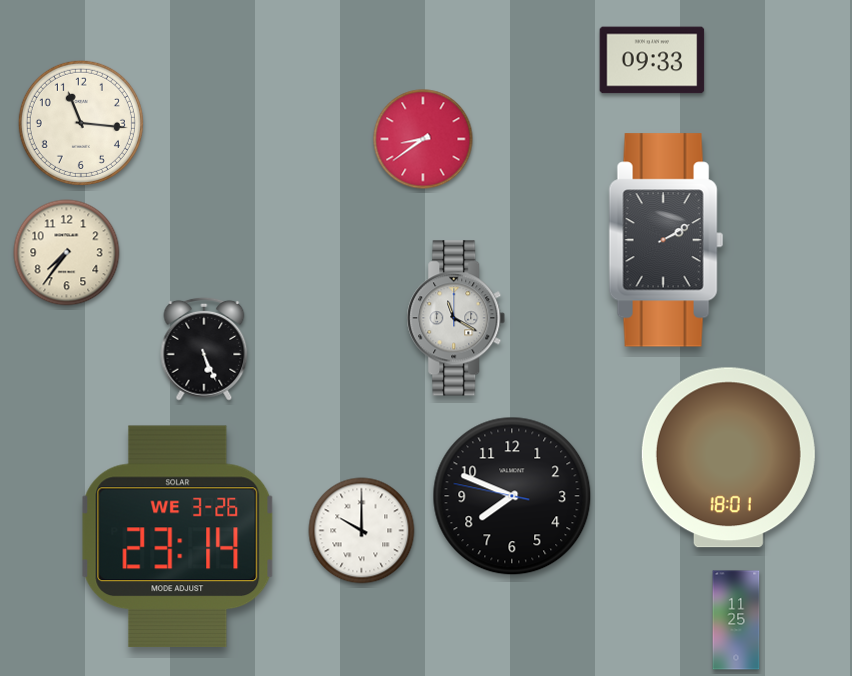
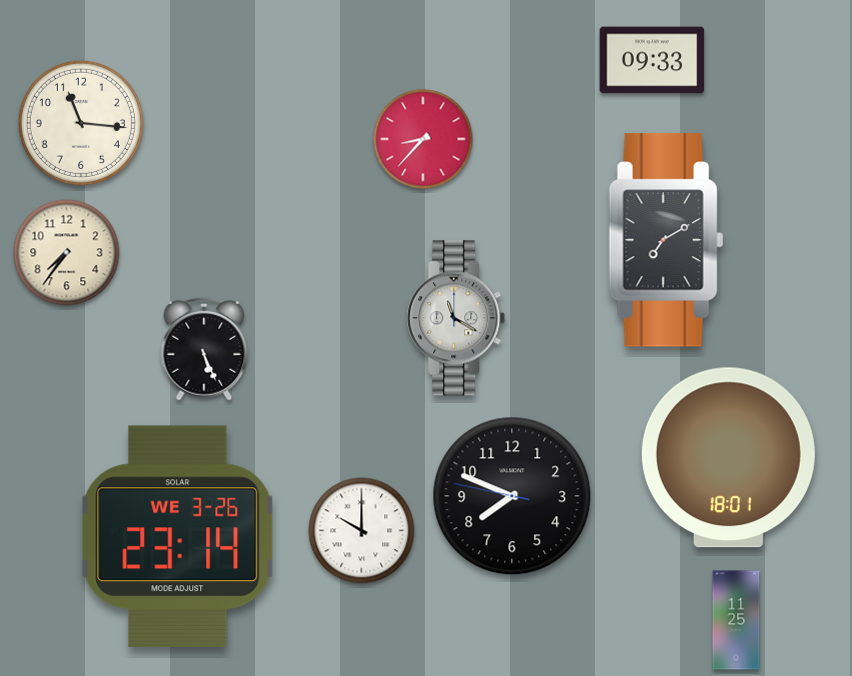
clock at (423, 139): 8:39 -> 8:37
clock at (666, 240): 2:10 -> 7:10
